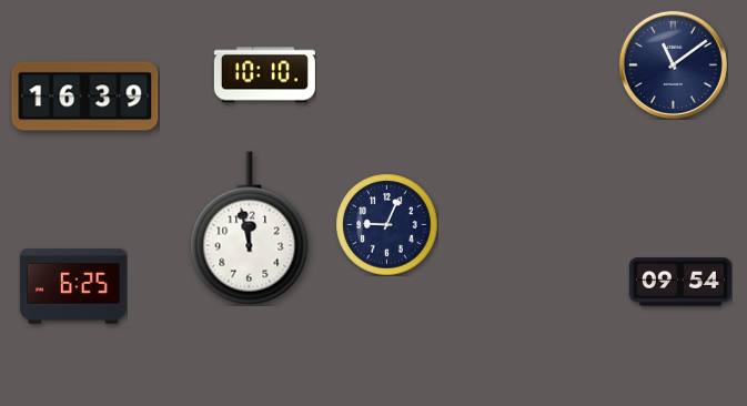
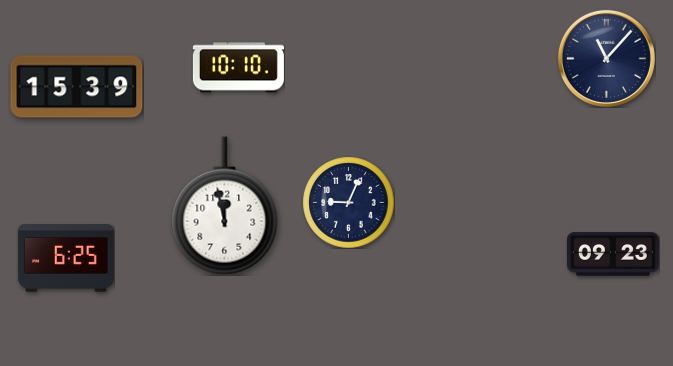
clock at (673, 64): 11:09 -> 11:07
clock at (85, 97): 16:39 -> 15:39
clock at (680, 282): 09:54 -> 09:23
